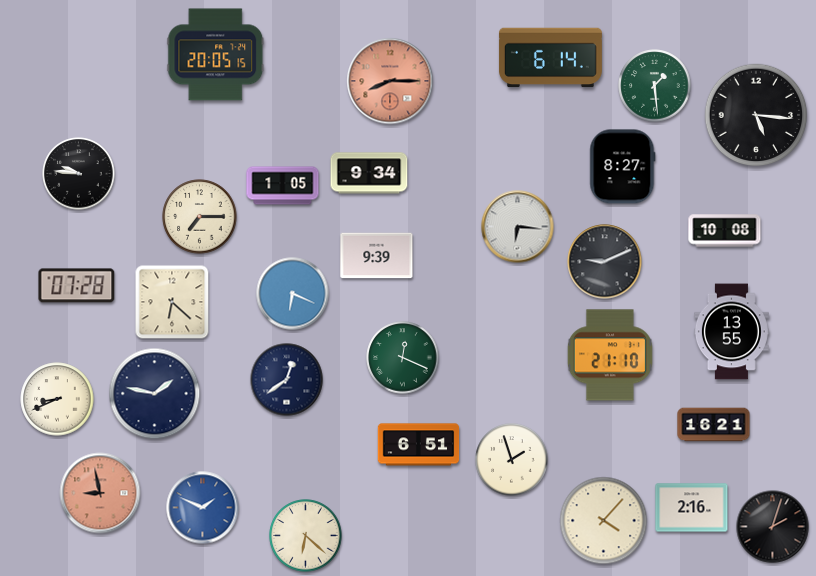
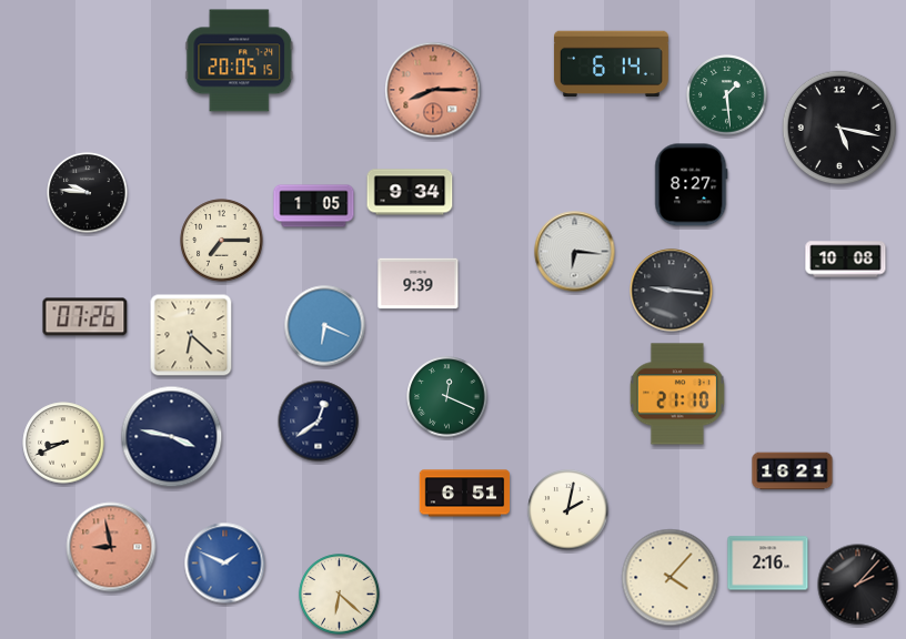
clock at (756, 115): 5:16 -> 5:17
clock at (725, 231) position: (725, 231) -> (846, 260)
clock at (605, 262): 9:11 -> 9:16
clock at (77, 286): 07:28 -> 07:26
clock at (731, 332): 13:55 -> none
clock at (155, 394): 1:47 -> 3:47
clock at (512, 460): 1:57 -> 2:02
clock at (773, 527): 2:03 -> 2:07
